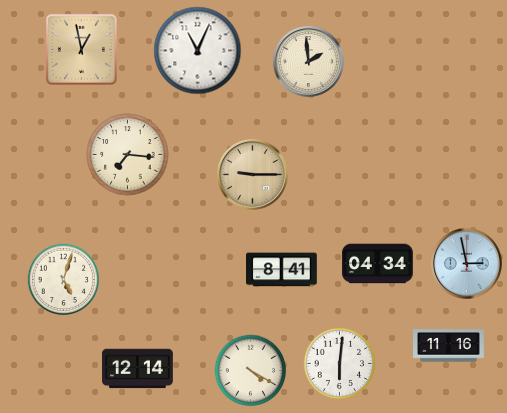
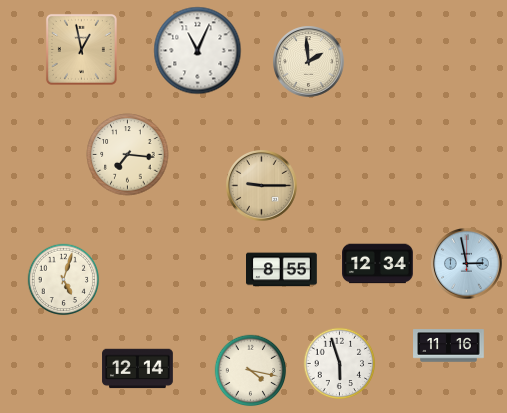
clock at (253, 175) position: (253, 175) -> (262, 186)
clock at (378, 264): 04:34 -> 12:34
clock at (282, 270): 8:41 -> 8:55
clock at (340, 364): 6:01 -> 5:57
clock at (251, 371): 4:20 -> 4:17
